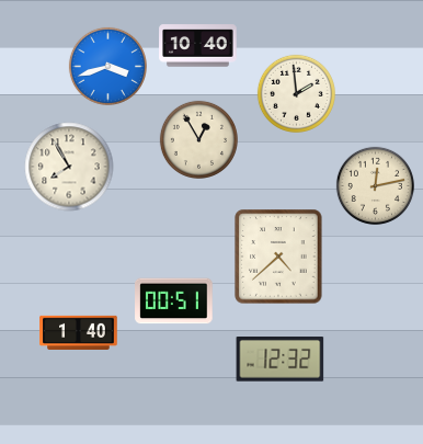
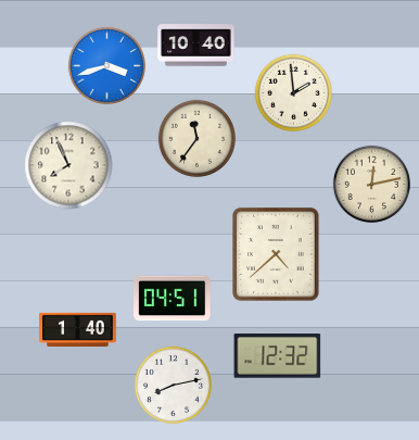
clock at (198, 139): 12:55 -> 11:36
clock at (69, 167): 7:55 -> 7:56
clock at (174, 301): 00:51 -> 04:51
clock at (173, 385): none -> 8:13
